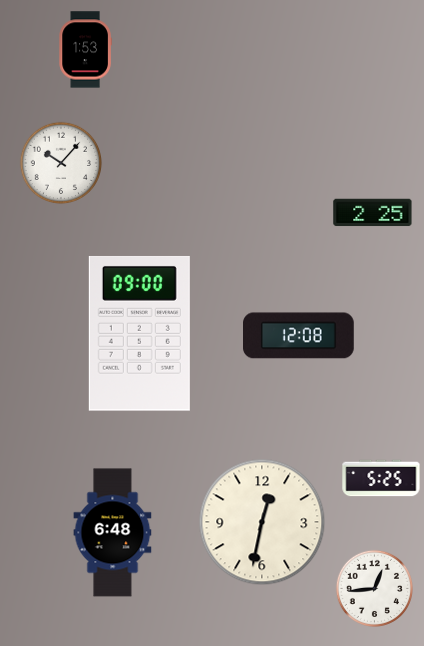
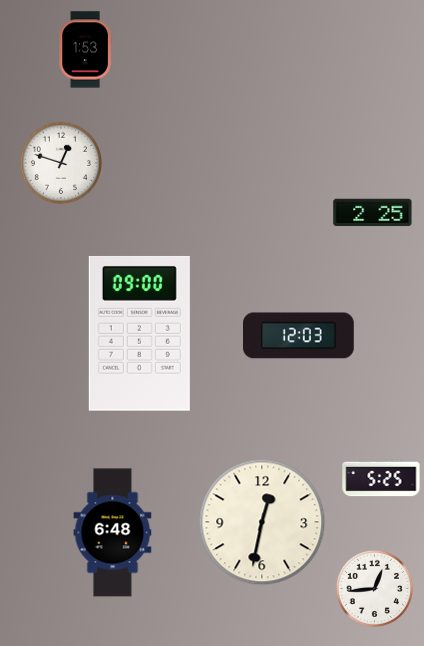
clock at (61, 163): 10:07 -> 12:48
clock at (299, 336): 12:08 -> 12:03
